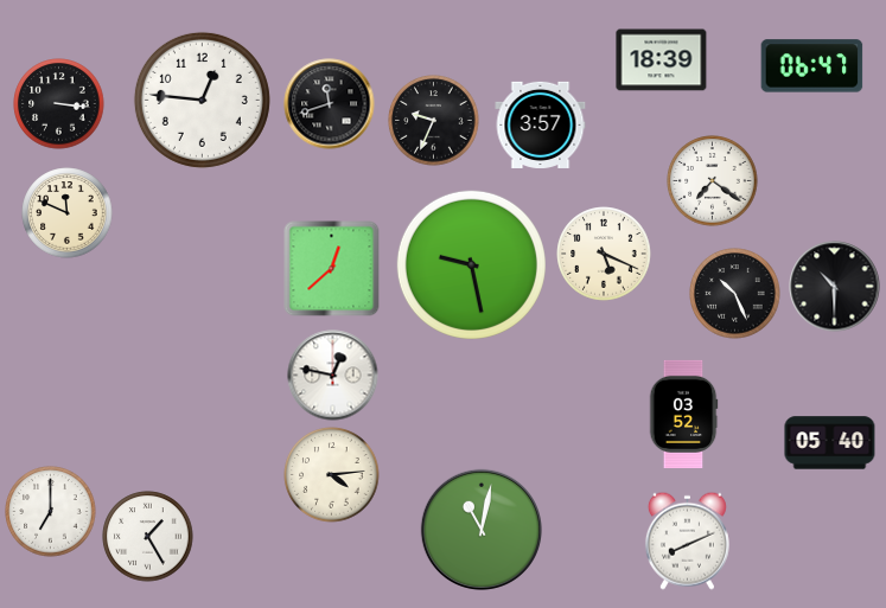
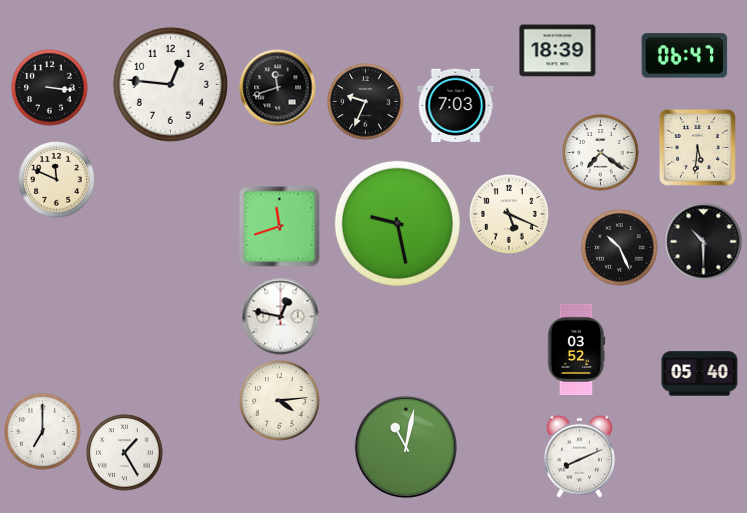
clock at (541, 124): 3:57 -> 7:03
clock at (697, 147): none -> 5:31
clock at (332, 269): 12:38 -> 11:42
